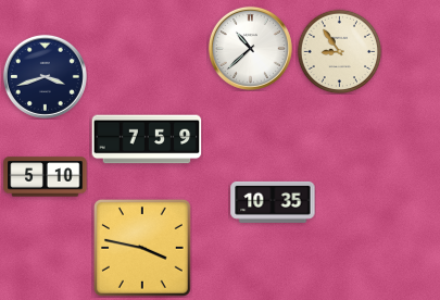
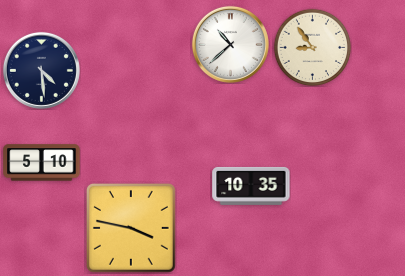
clock at (45, 76): 3:42 -> 4:29
clock at (147, 139): 7:59 -> none
